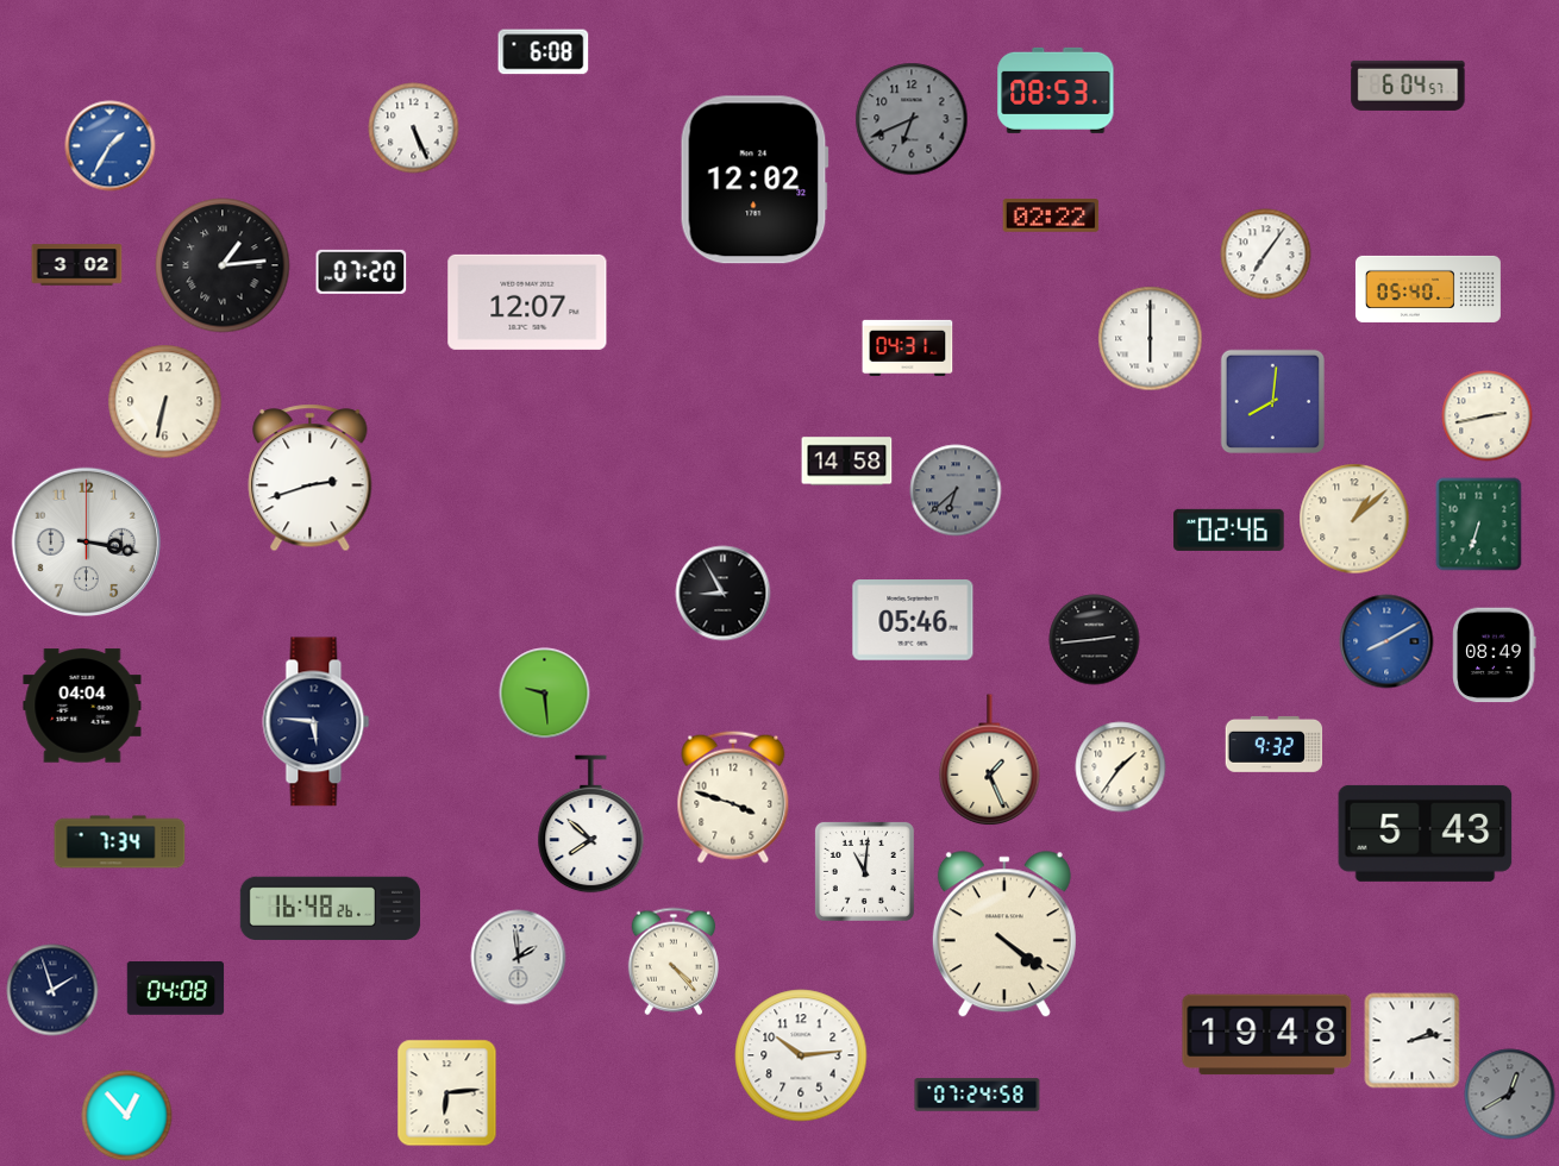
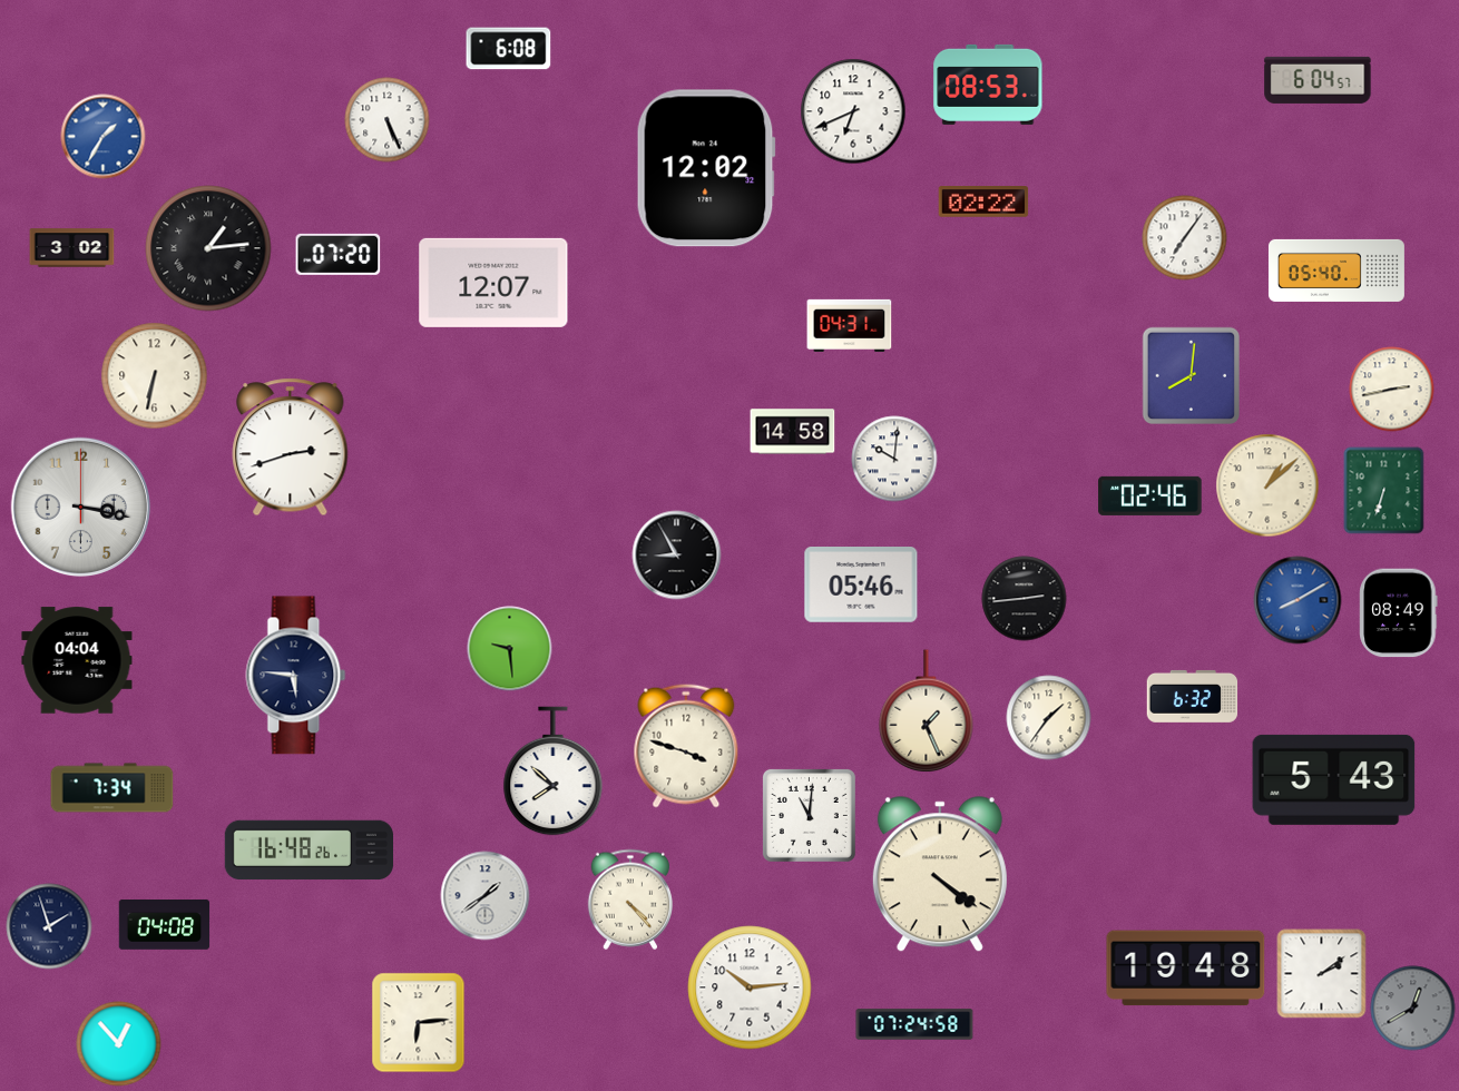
clock at (912, 119) dial: grey -> white
clock at (1151, 339): 6:00 -> none
clock at (956, 490): 6:38 -> 10:01
clock at (956, 490) dial: grey -> white
clock at (913, 621) position: (913, 621) -> (861, 586)
clock at (1275, 744): 9:32 -> 6:32
clock at (519, 958): 1:59 -> 1:39
clock at (1413, 1041): 2:13 -> 2:09
clock at (1510, 1095) position: (1510, 1095) -> (1413, 1009)
